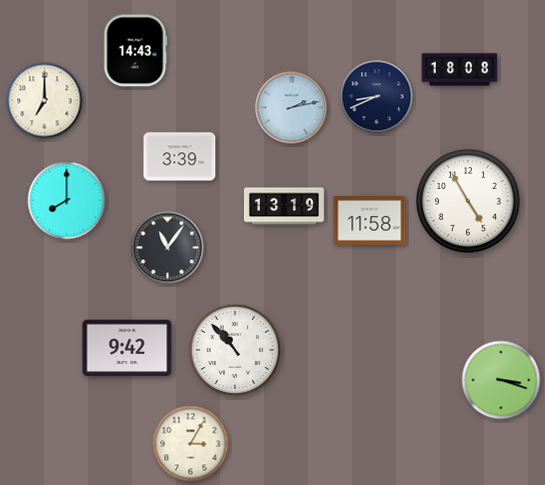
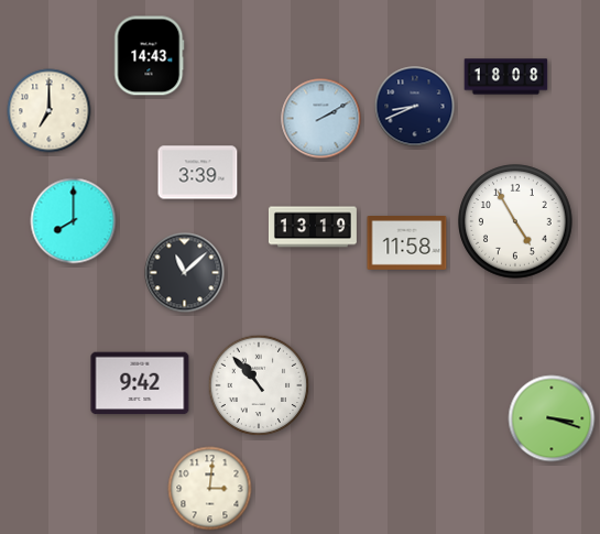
clock at (292, 108): 2:13 -> 2:10
clock at (168, 248): 11:06 -> 11:08
clock at (191, 444): 3:05 -> 3:01
